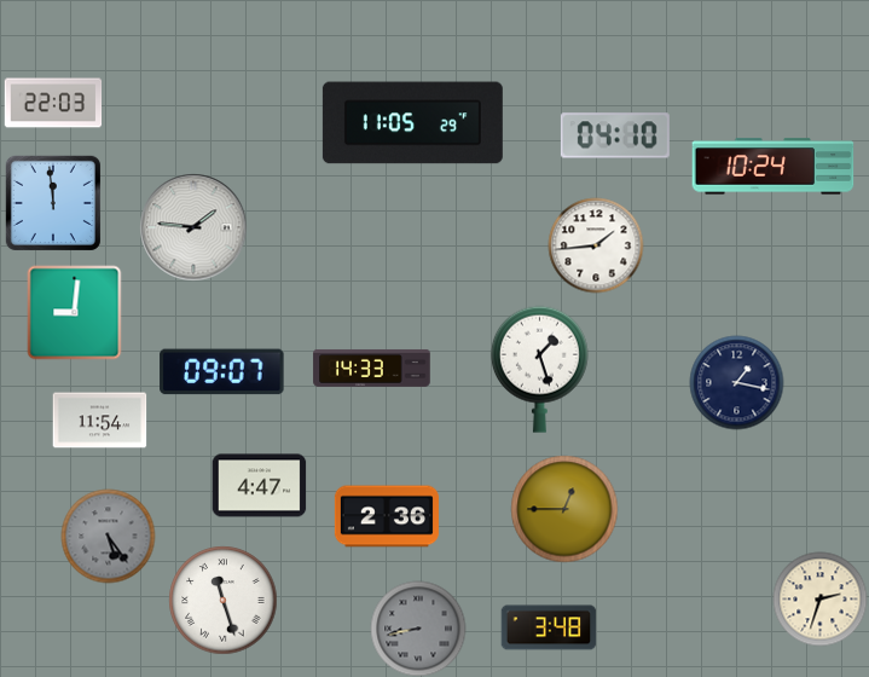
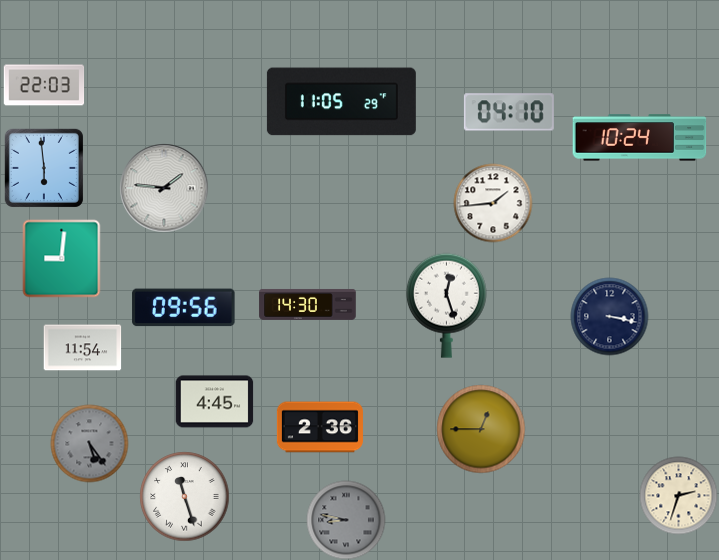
clock at (53, 203): 11:59 -> 5:59
clock at (193, 227) position: (193, 227) -> (164, 188)
clock at (372, 368): 14:33 -> 14:30
clock at (539, 369): 1:27 -> 12:27
clock at (222, 372): 09:07 -> 09:56
clock at (736, 382): 1:17 -> 3:17
clock at (259, 486): 4:47 -> 4:45
clock at (564, 509) position: (564, 509) -> (481, 429)
clock at (549, 627): 3:48 -> none
clock at (418, 629): 8:43 -> 8:47
